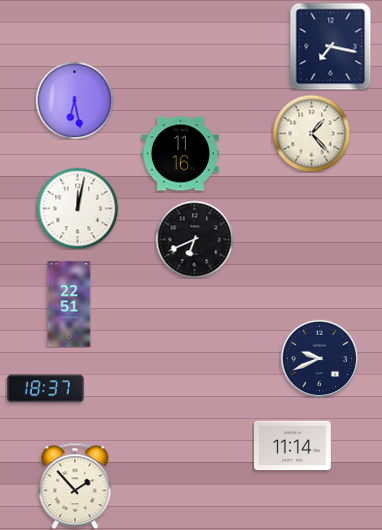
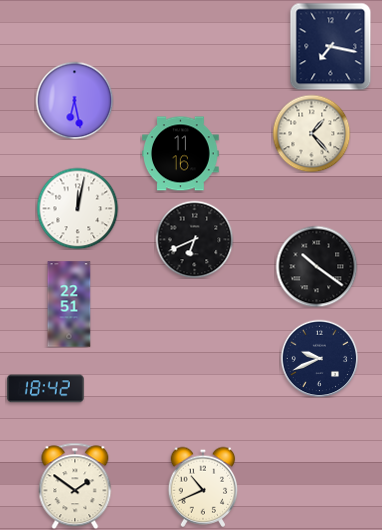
clock at (316, 266): none -> 10:21
clock at (45, 389): 18:37 -> 18:42
clock at (293, 446): 11:14 -> none
clock at (75, 486): 1:53 -> 1:51
clock at (203, 487): none -> 10:41
